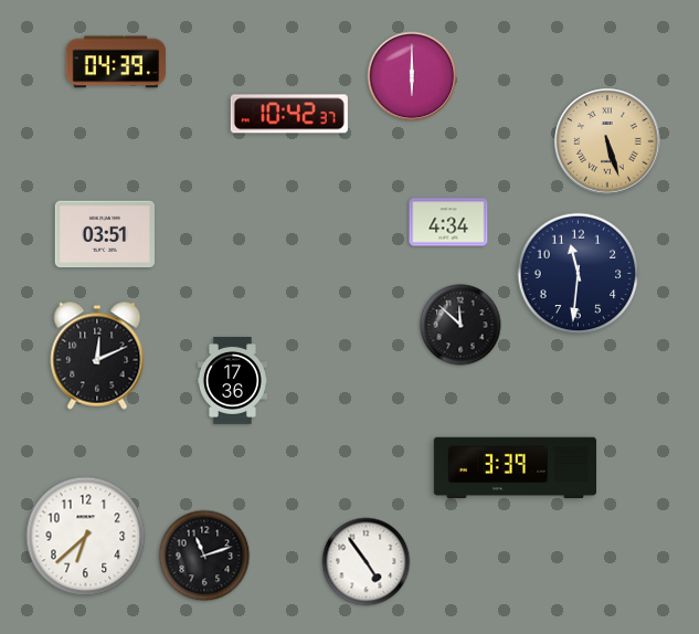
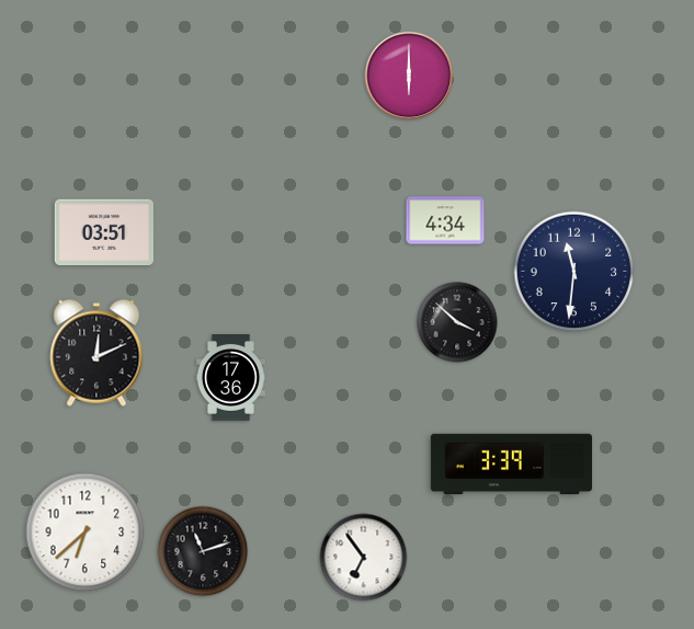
clock at (116, 62): 04:39 -> none
clock at (289, 114): 10:42 -> none
clock at (607, 141): 5:27 -> none
clock at (460, 325): 11:52 -> 3:52
clock at (367, 562): 4:54 -> 6:54
